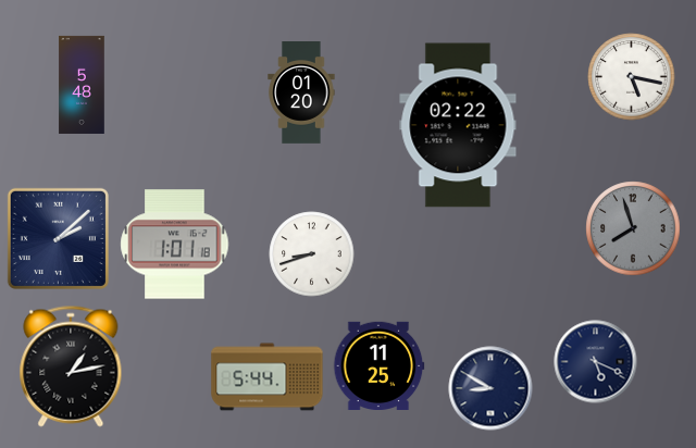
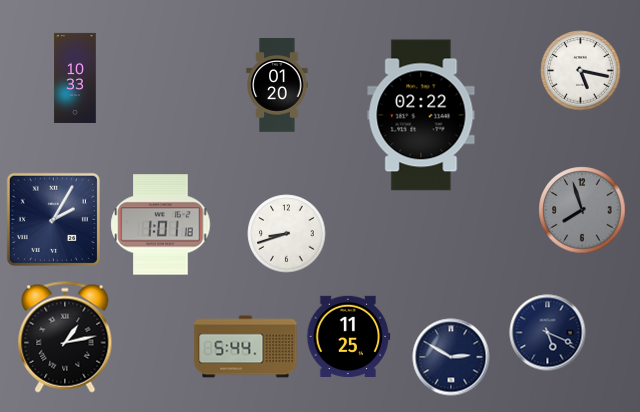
clock at (82, 85): 5:48 -> 10:33
clock at (58, 238): 2:08 -> 2:05
clock at (490, 388): 8:50 -> 2:50
